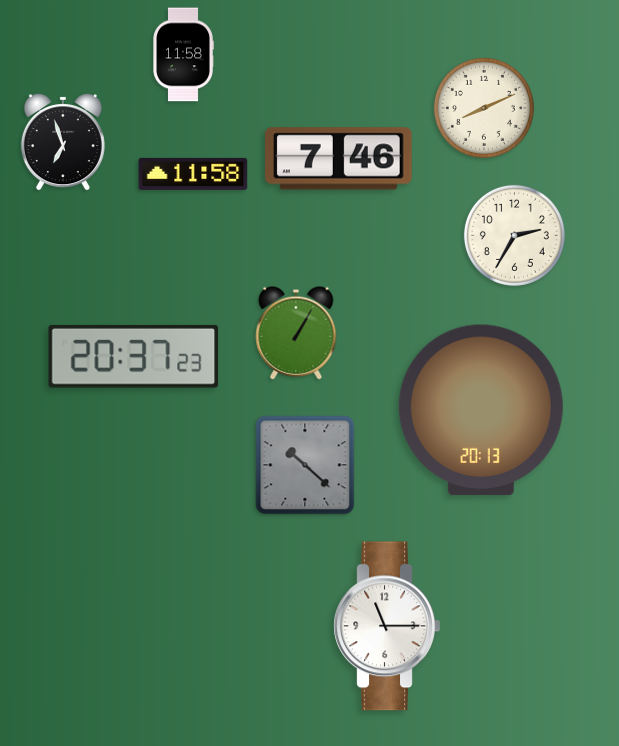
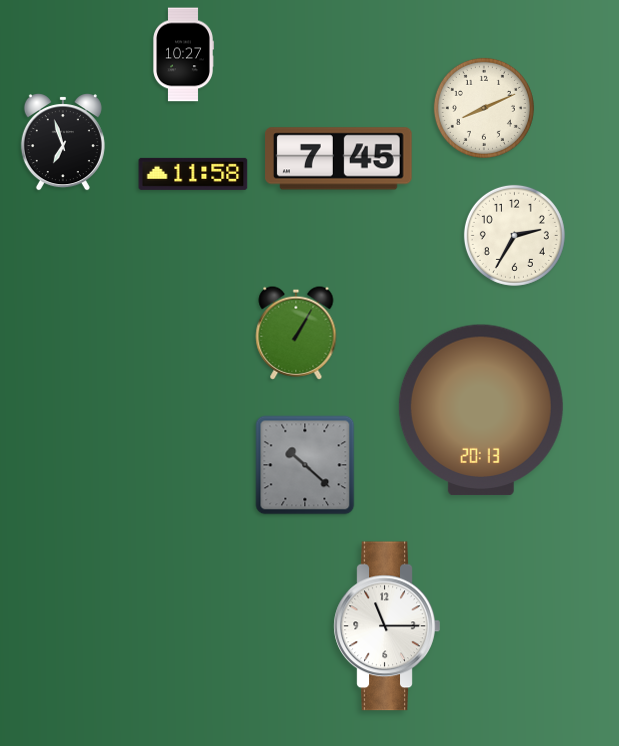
clock at (183, 55): 11:58 -> 10:27
clock at (339, 159): 7:46 -> 7:45
clock at (134, 356): 20:37 -> none
